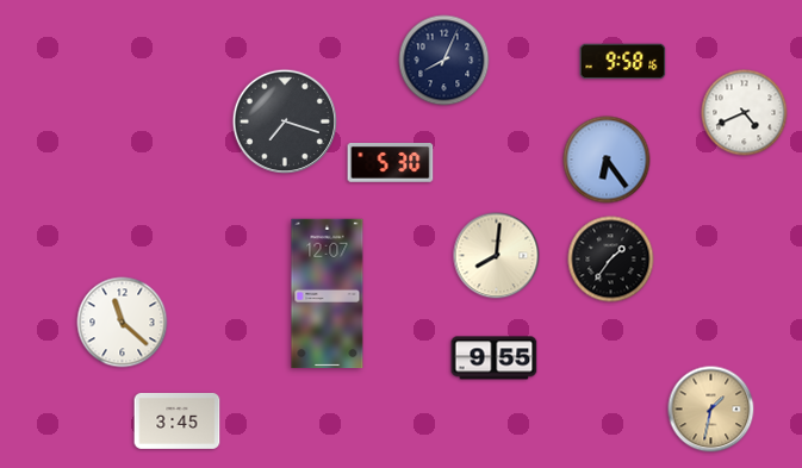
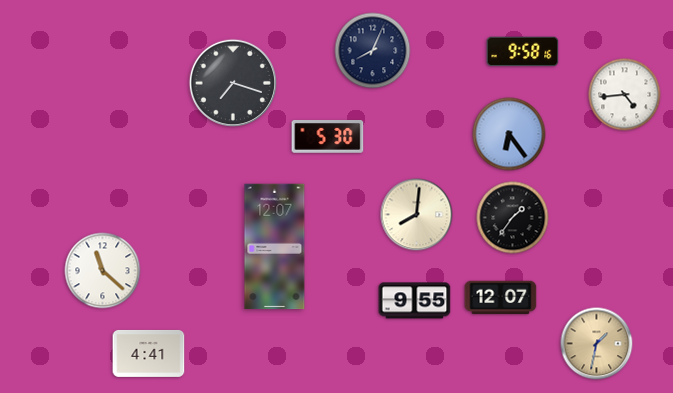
clock at (745, 113): 4:41 -> 4:44
clock at (284, 120) position: (284, 120) -> (232, 82)
clock at (501, 298): none -> 12:07
clock at (178, 420): 3:45 -> 4:41
